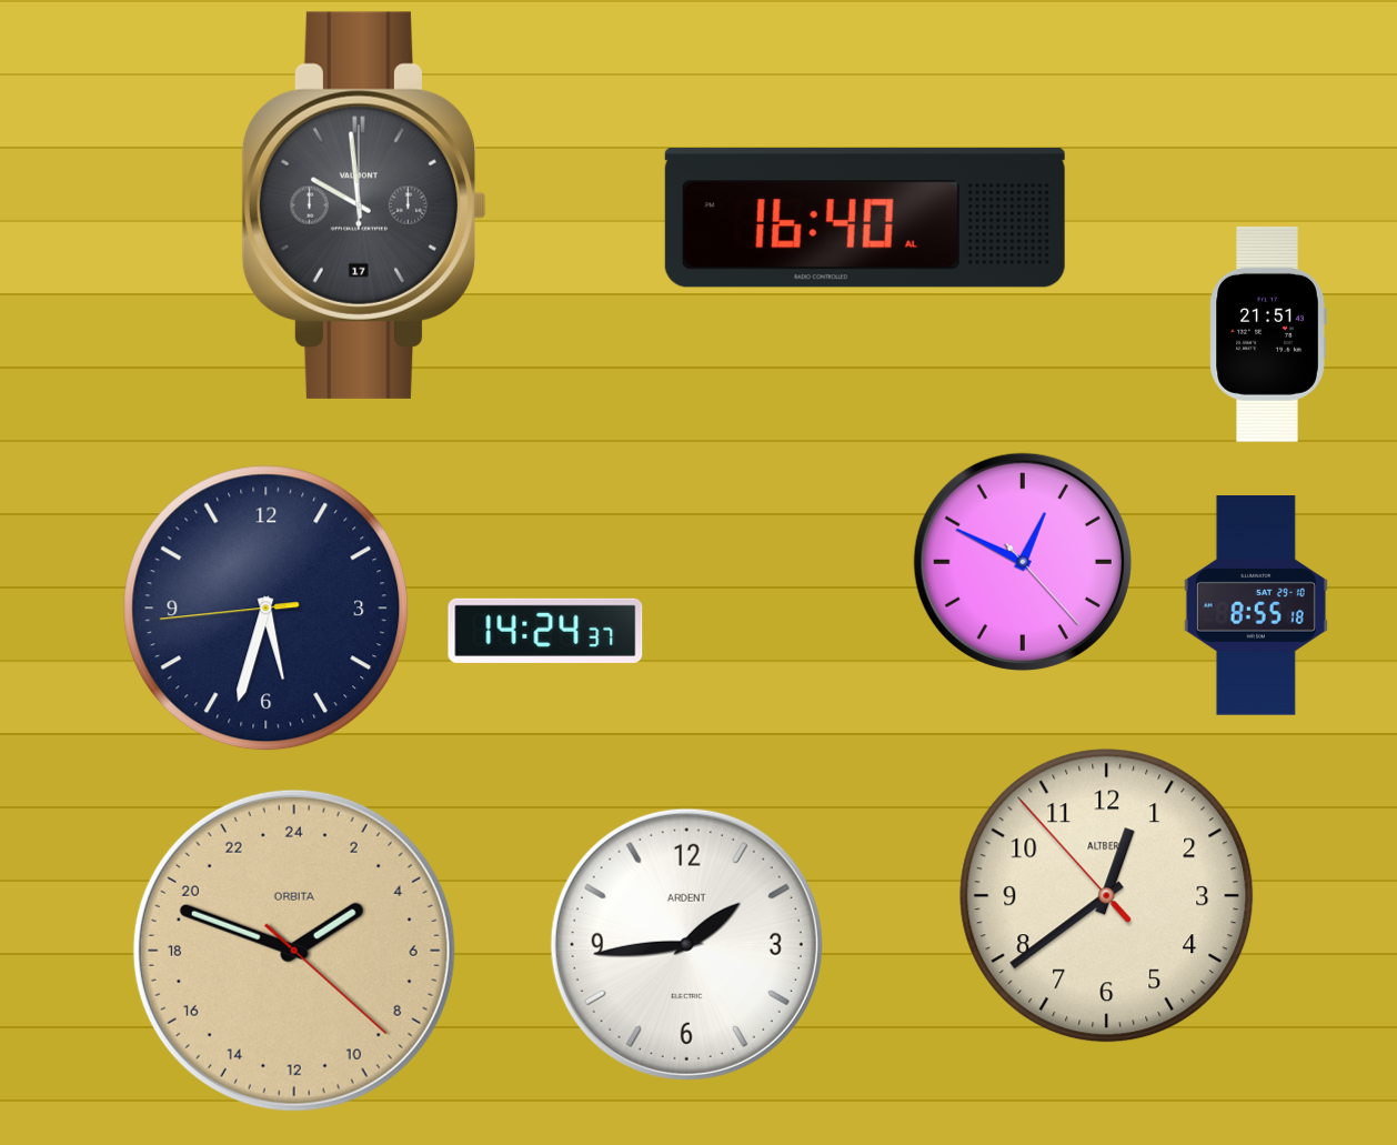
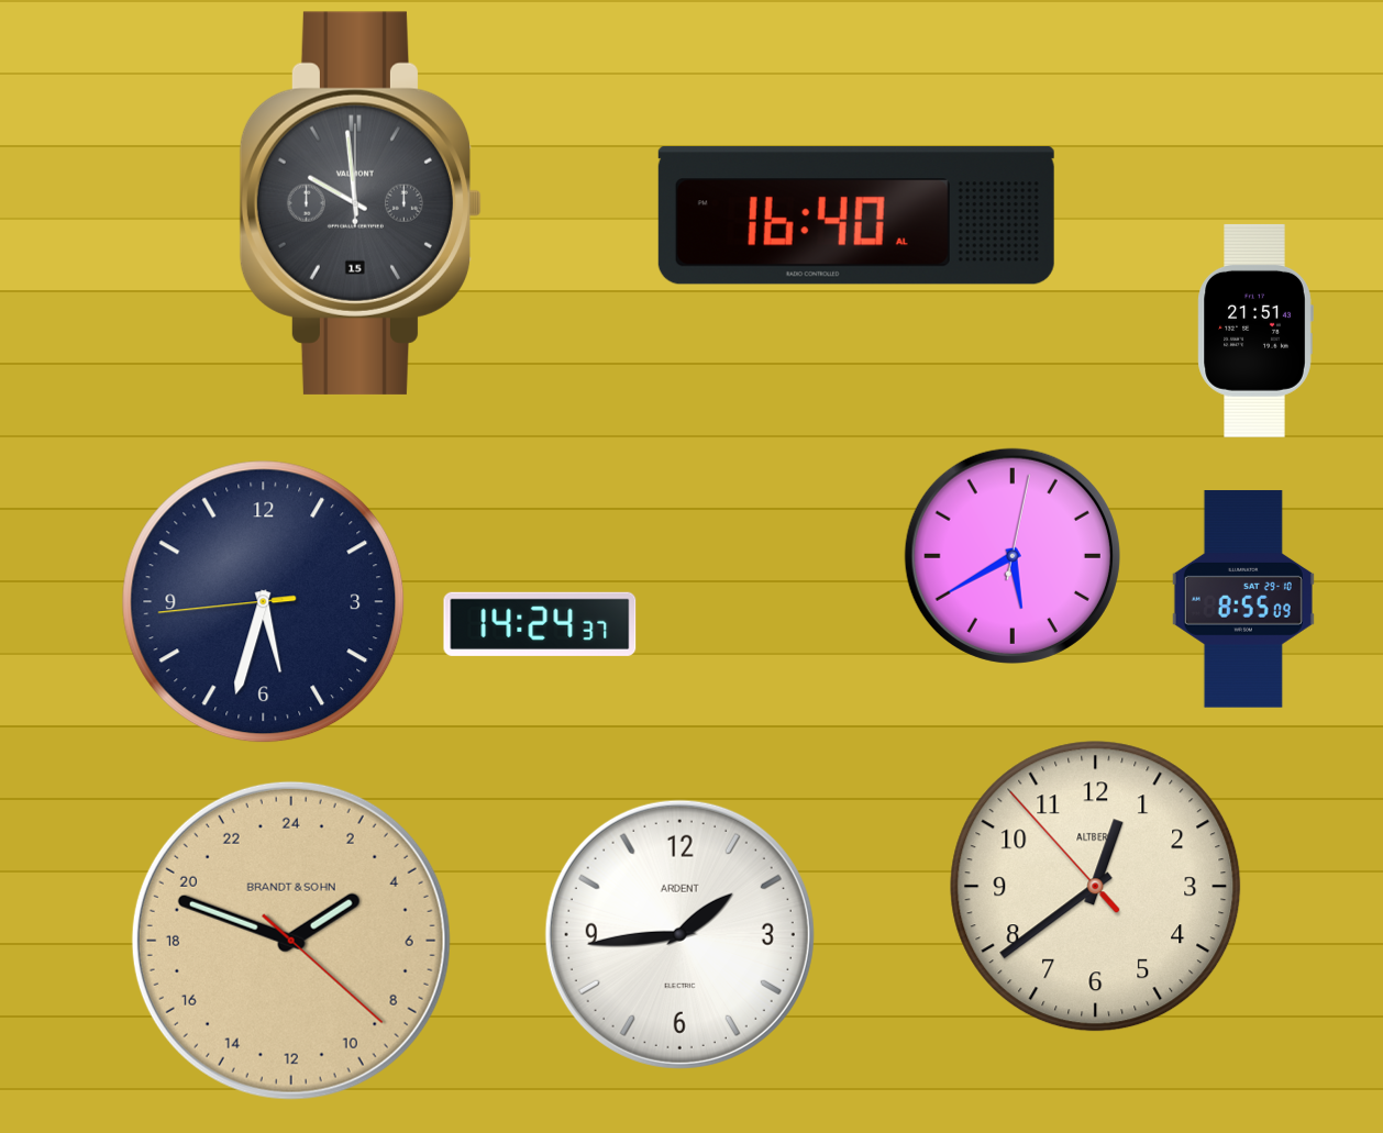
clock at (364, 205) date: 17 -> 15
clock at (1023, 562): 12:49 -> 5:40
clock at (1256, 605): 8:55:18 -> 8:55:09
clock at (294, 951) brand: ORBITA -> BRANDT & SOHN
